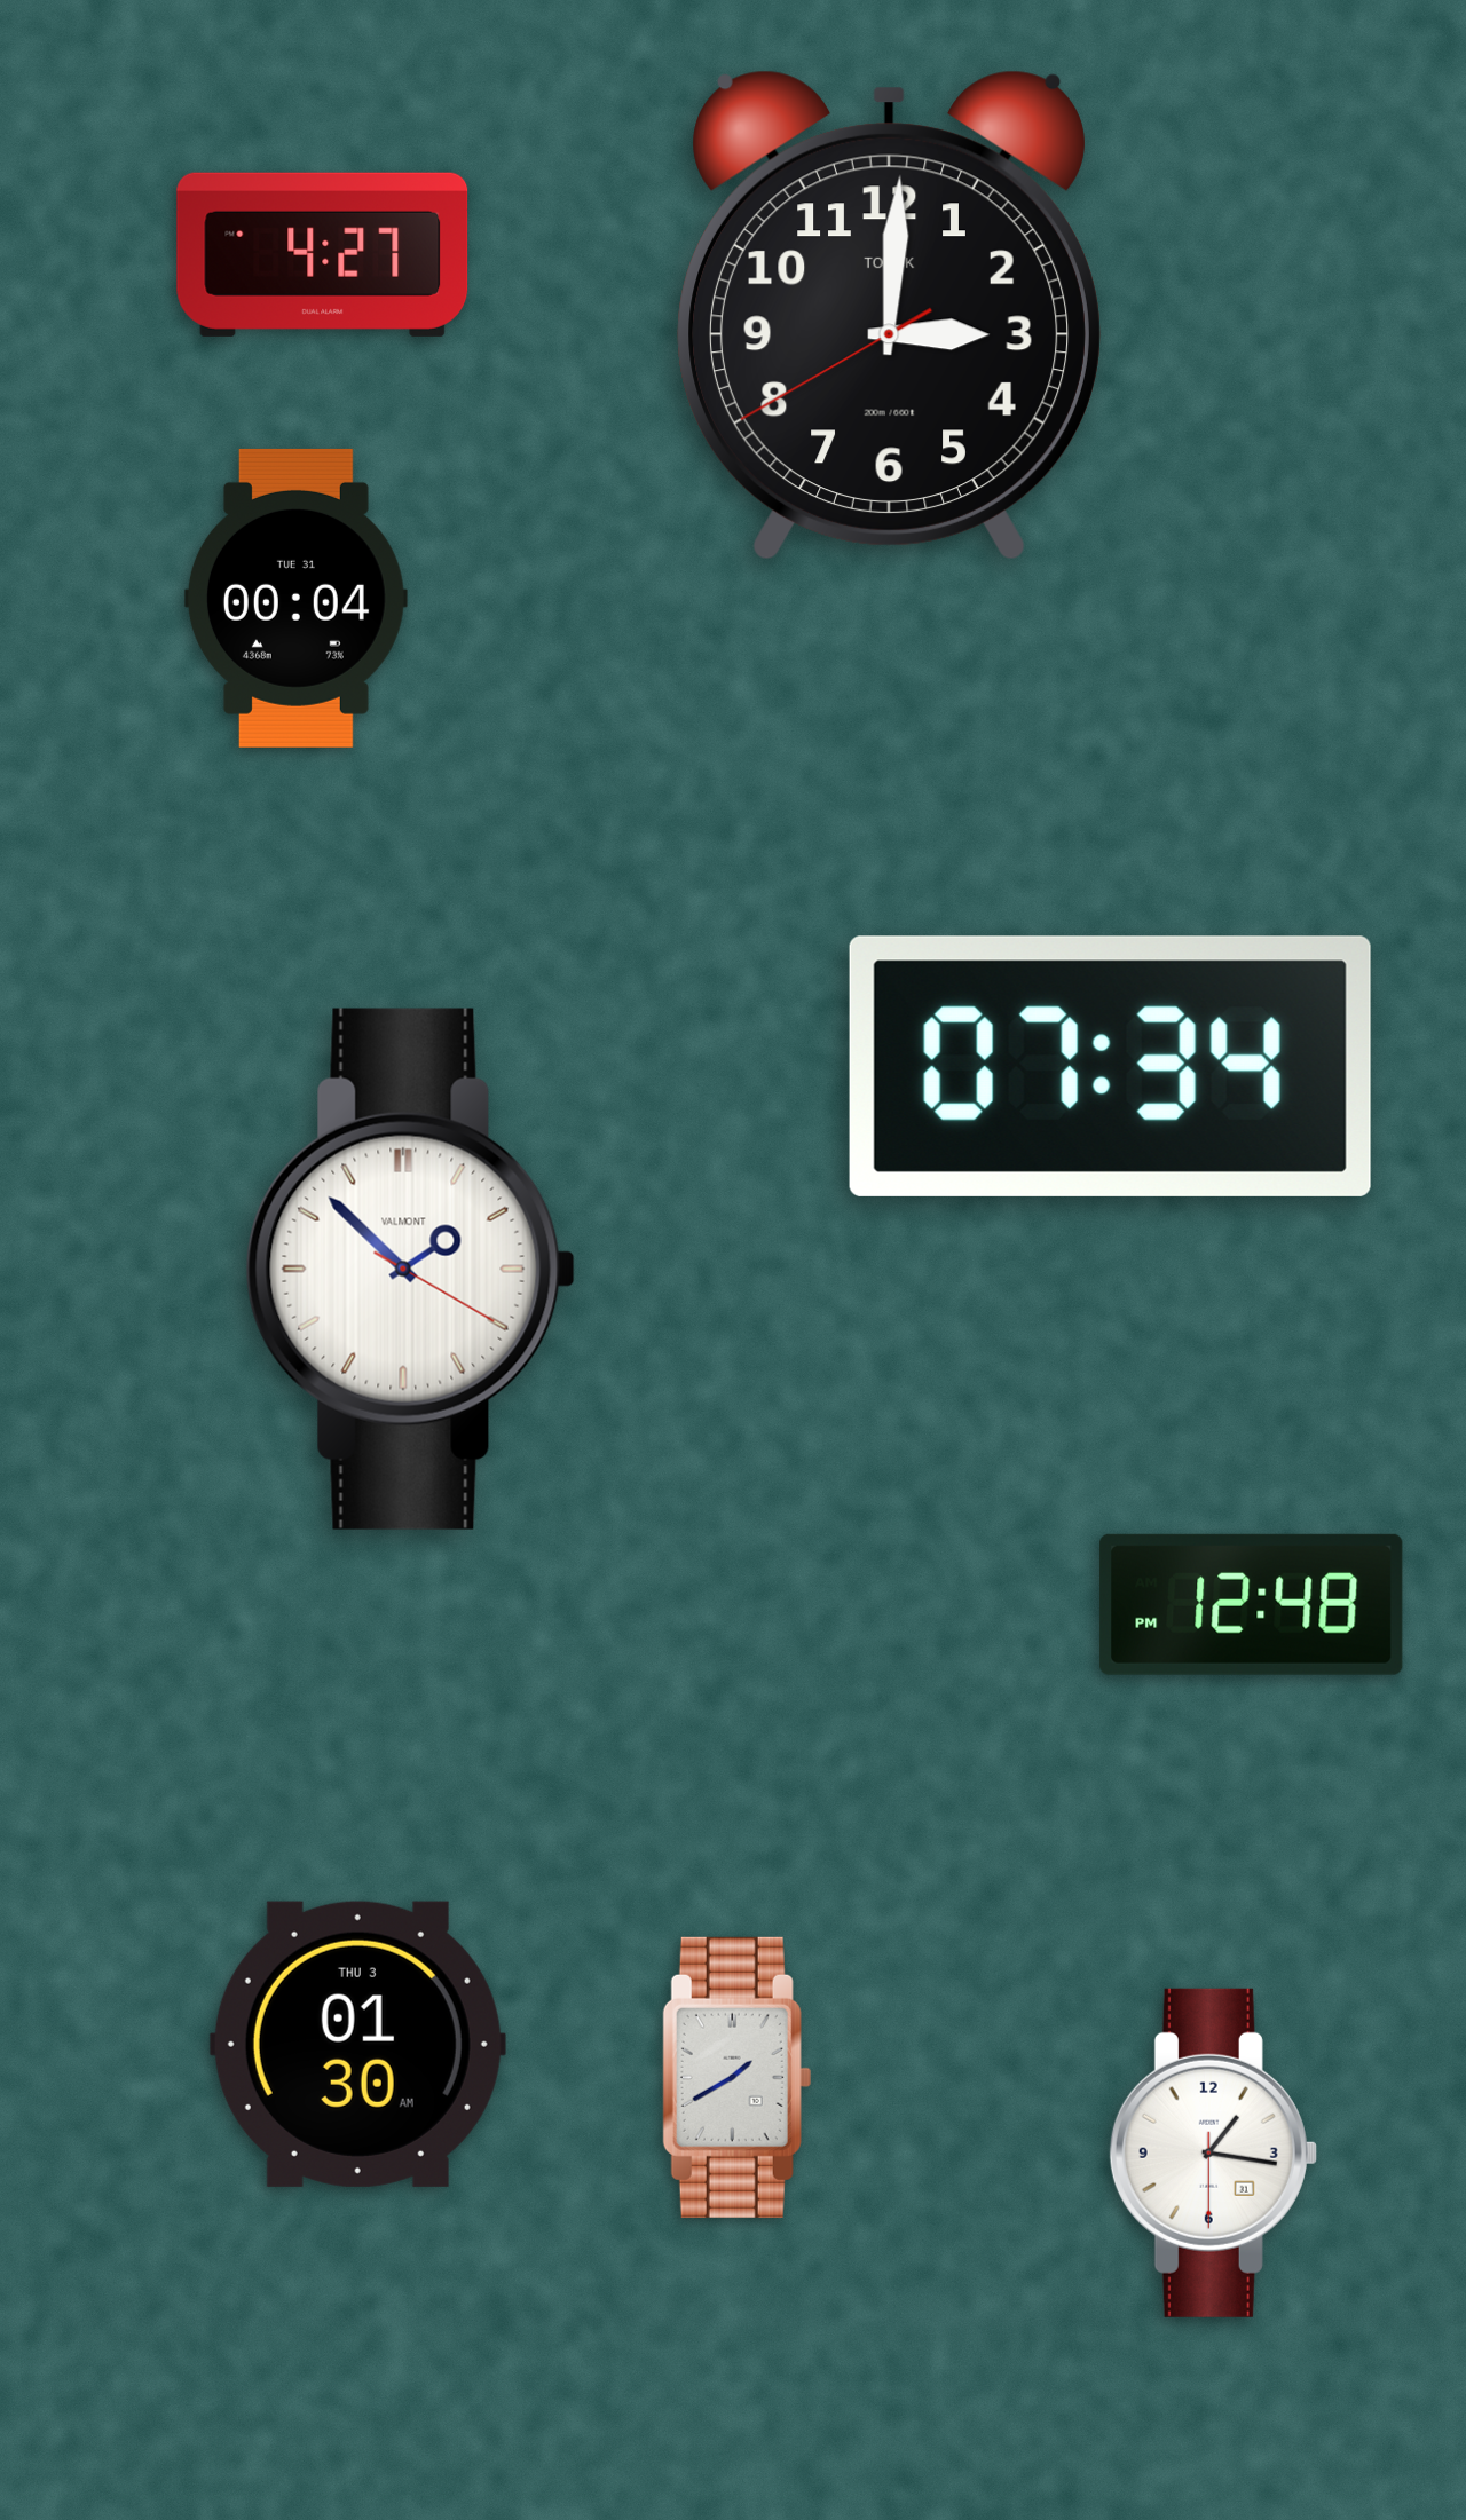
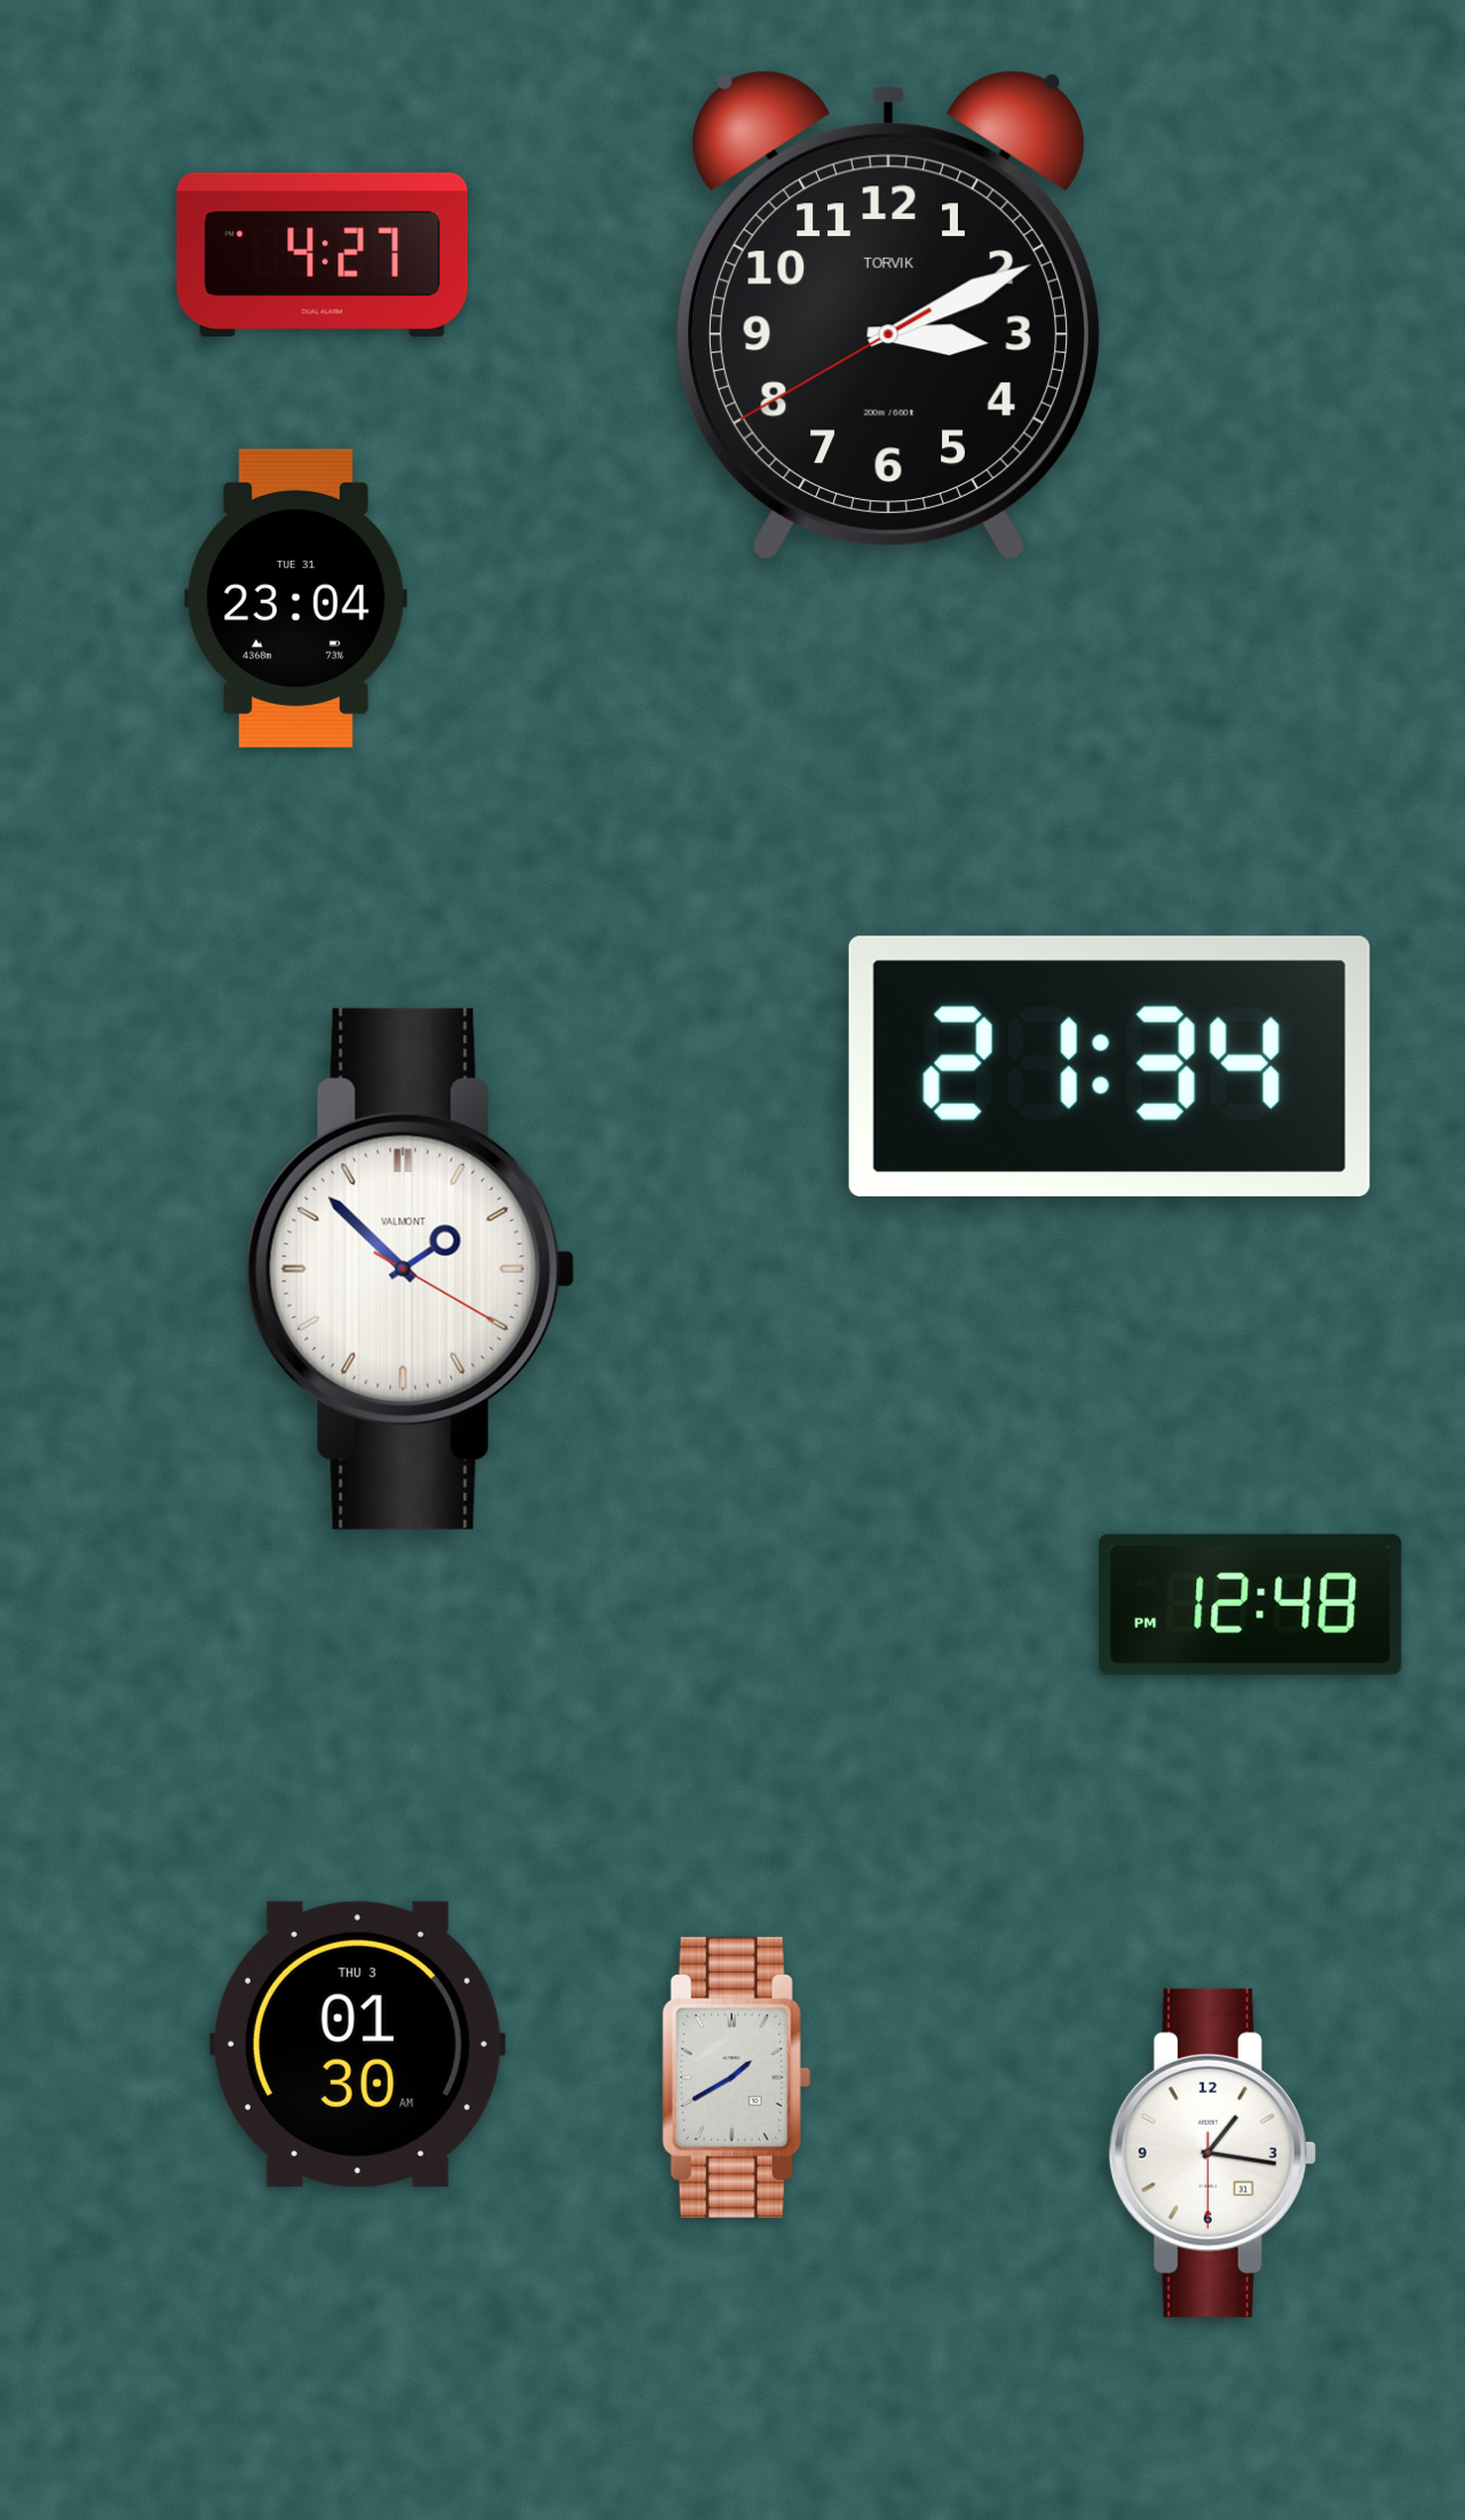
clock at (889, 316): 3:00 -> 3:10
clock at (295, 598): 00:04 -> 23:04
clock at (1110, 1066): 07:34 -> 21:34
